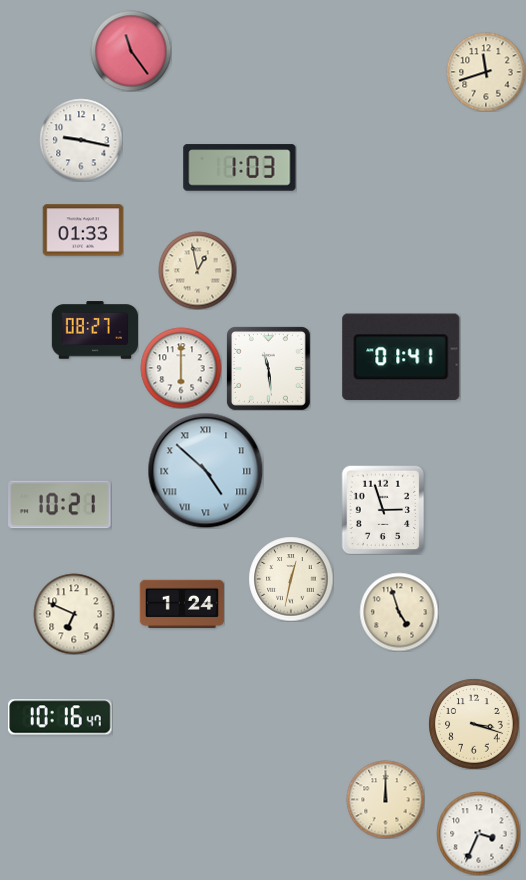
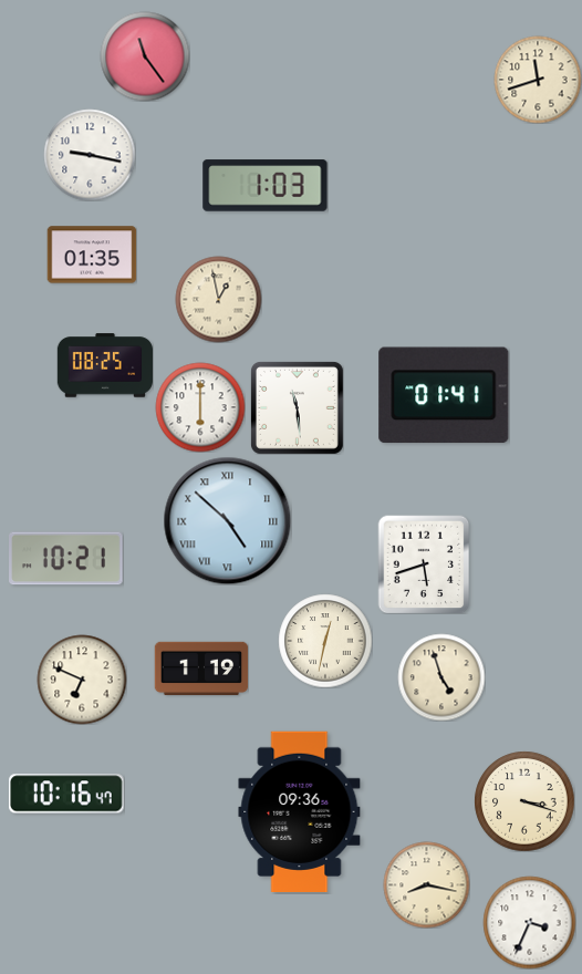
clock at (83, 230): 01:33 -> 01:35
clock at (94, 330): 08:27 -> 08:25
clock at (383, 510): 2:57 -> 5:42
clock at (291, 579) position: (291, 579) -> (325, 641)
clock at (182, 604): 1:24 -> 1:19
clock at (300, 811): none -> 09:36
clock at (385, 799): 12:00 -> 8:17
